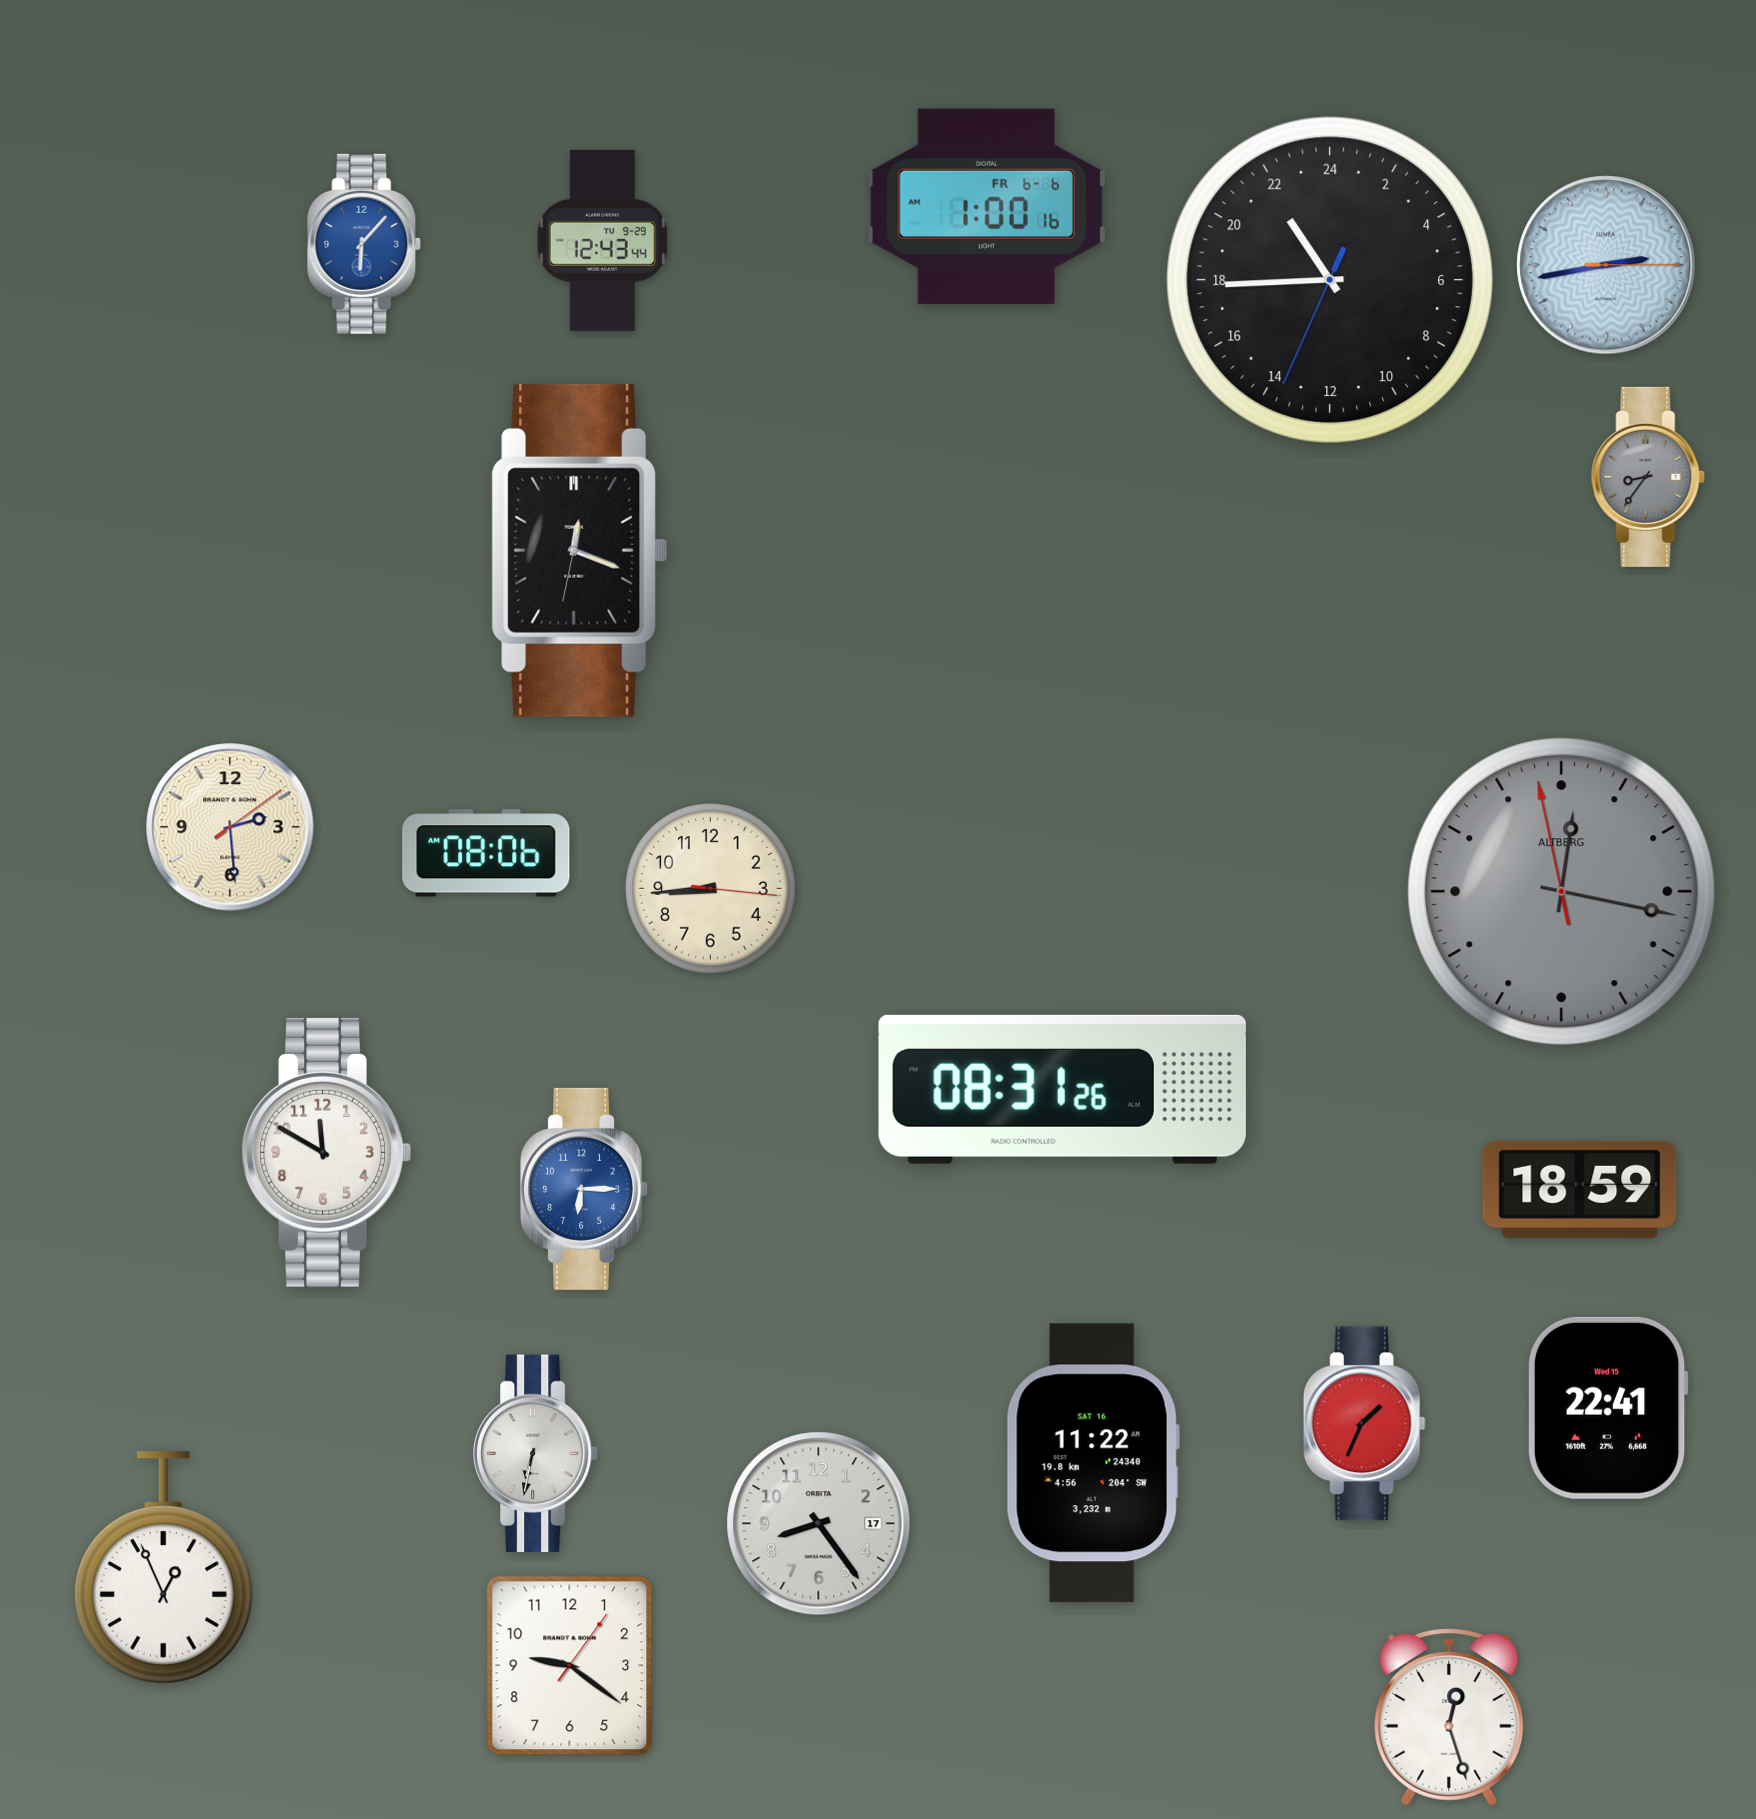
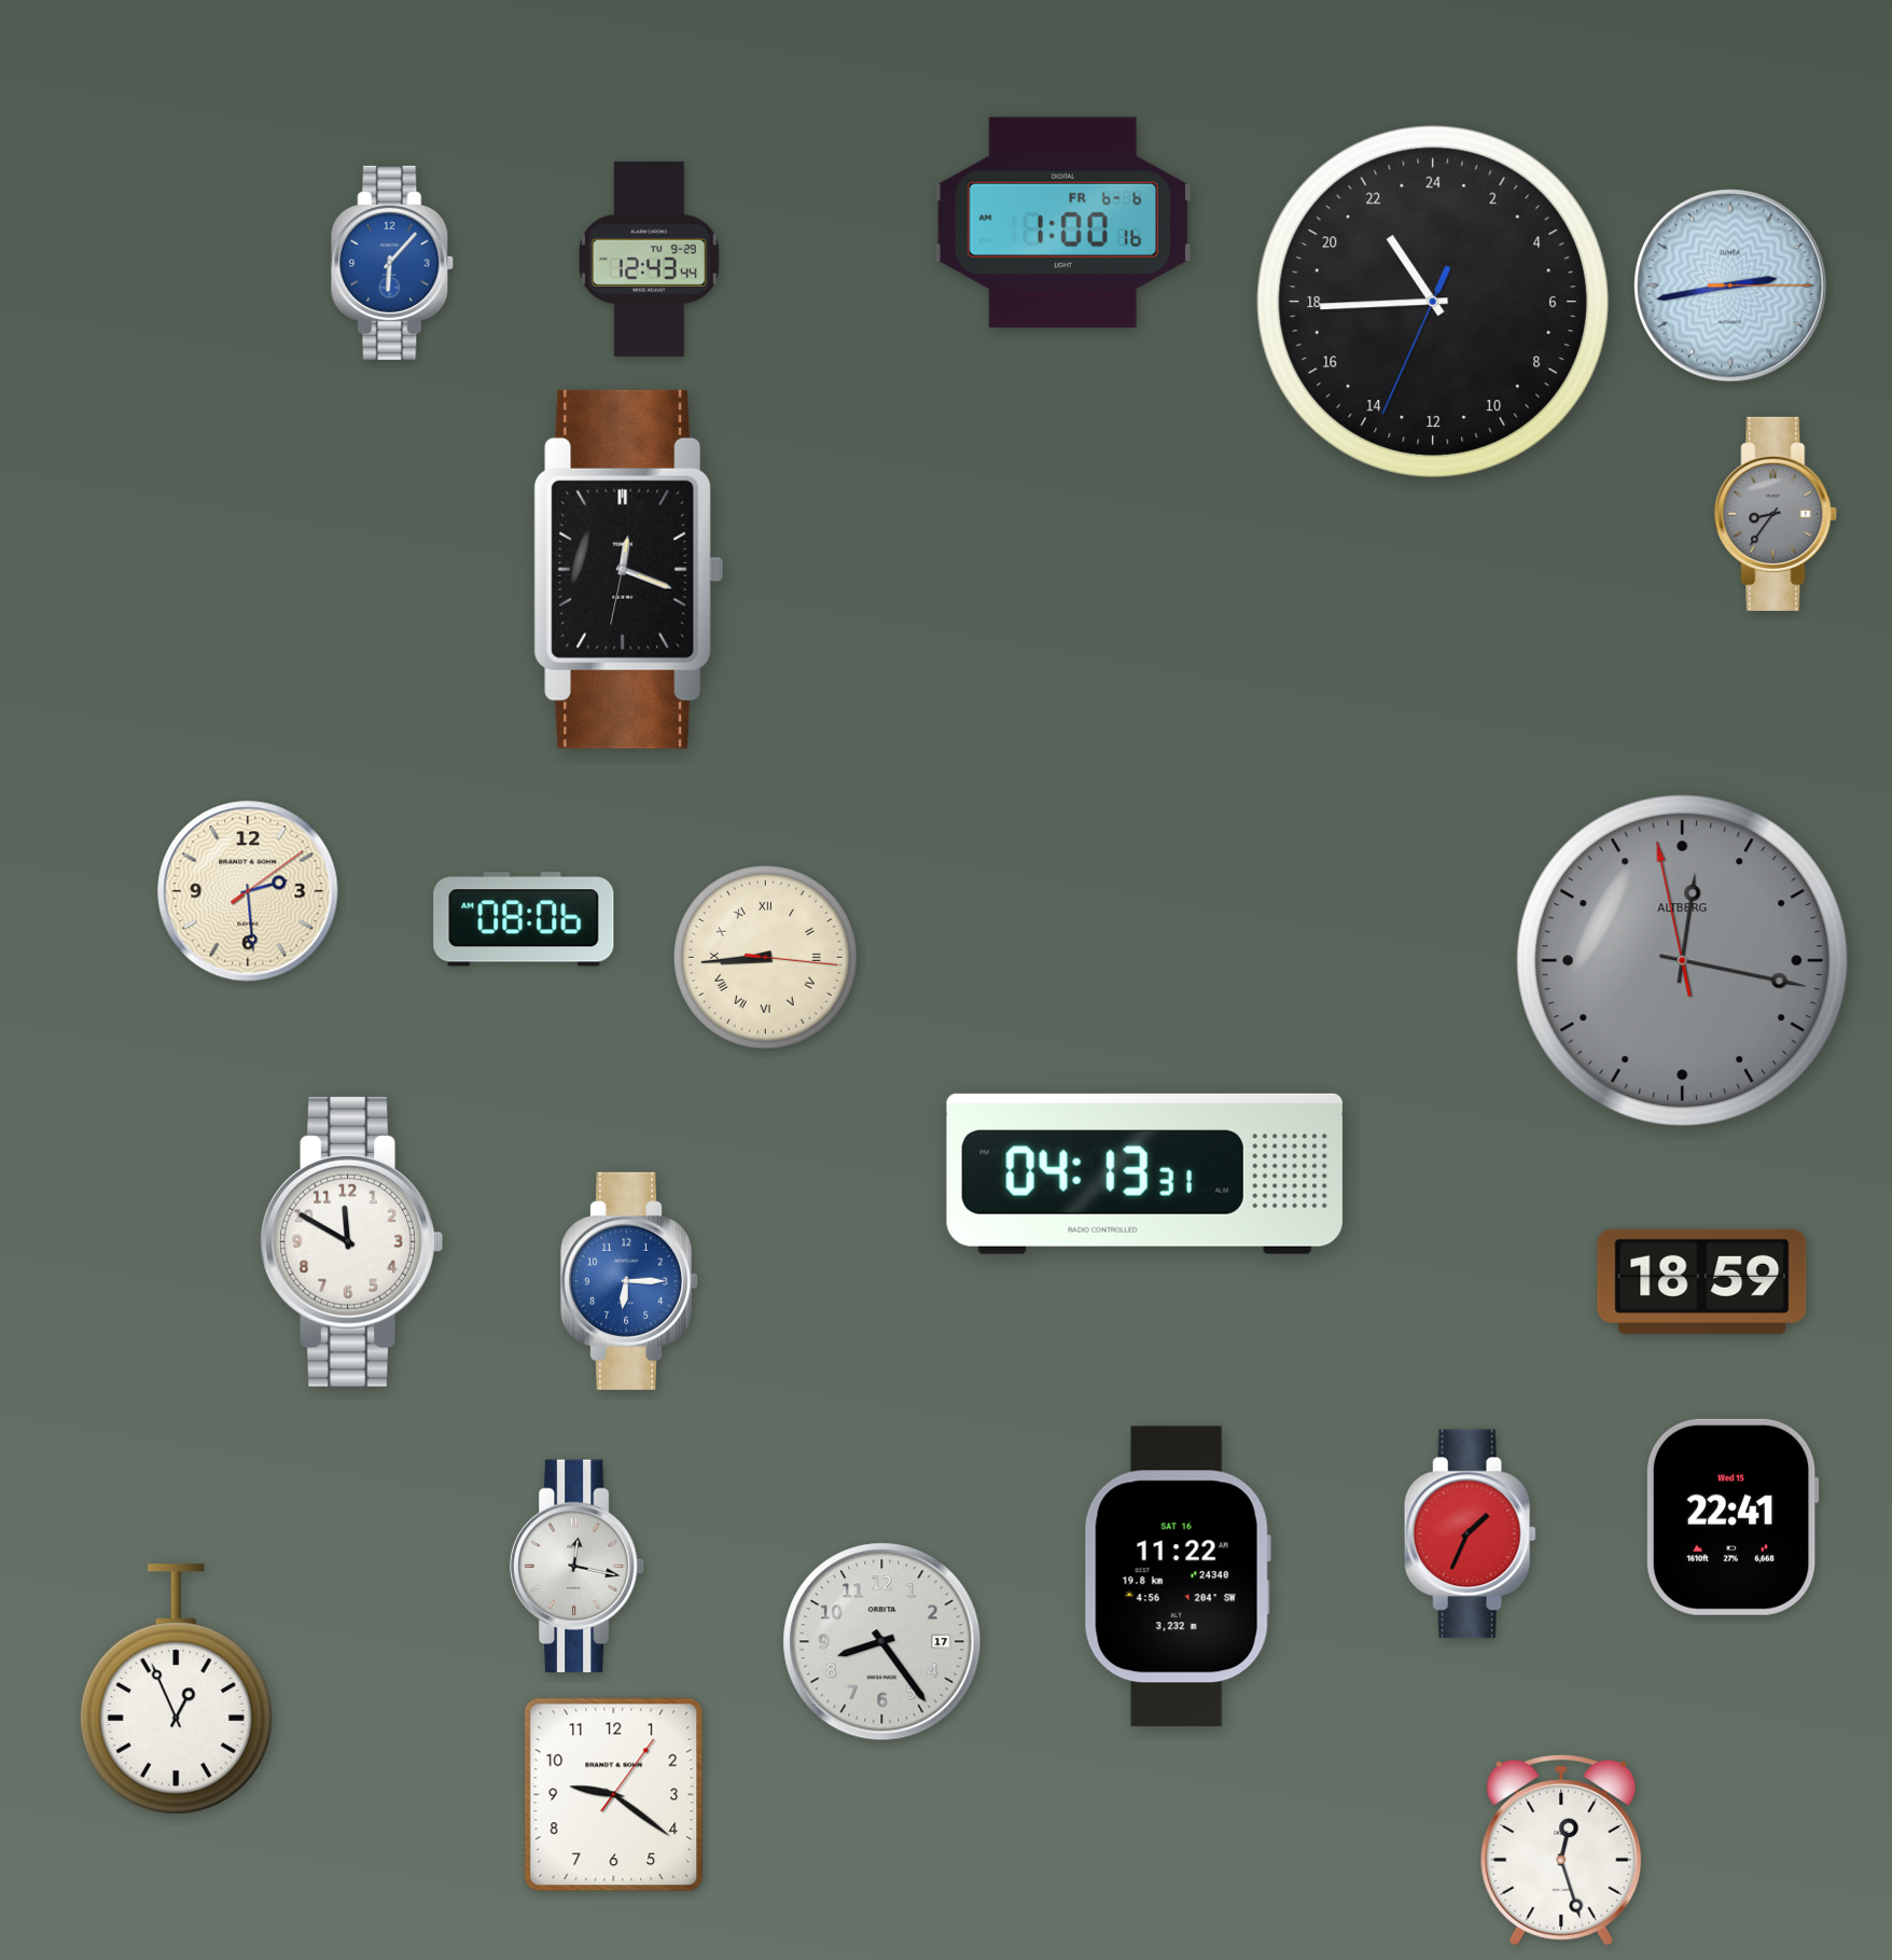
clock at (580, 550) position: (580, 550) -> (629, 569)
clock at (711, 889) numerals: Arabic -> Roman
clock at (1062, 1089): 08:31 -> 04:13
clock at (536, 1454): 6:32 -> 12:17
